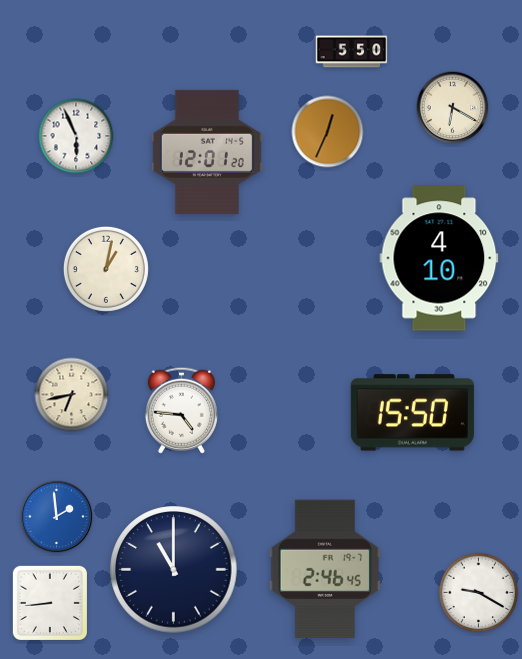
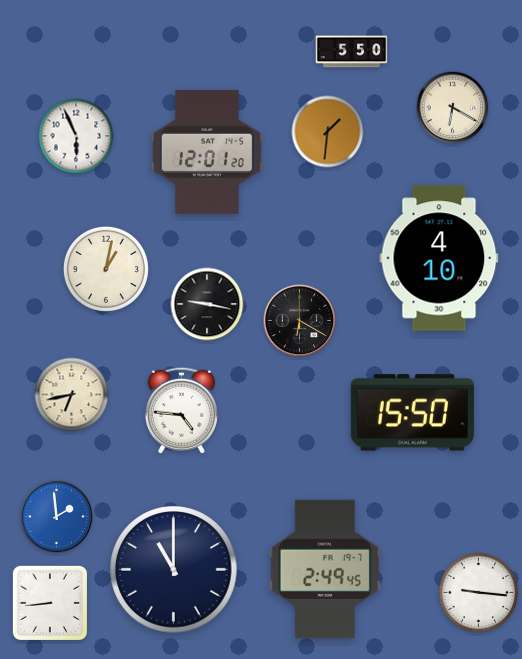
clock at (328, 132): 12:34 -> 1:31
clock at (207, 304): none -> 9:17
clock at (300, 321): none -> 6:20
clock at (325, 568): 2:46 -> 2:49
clock at (479, 593): 9:20 -> 9:16
